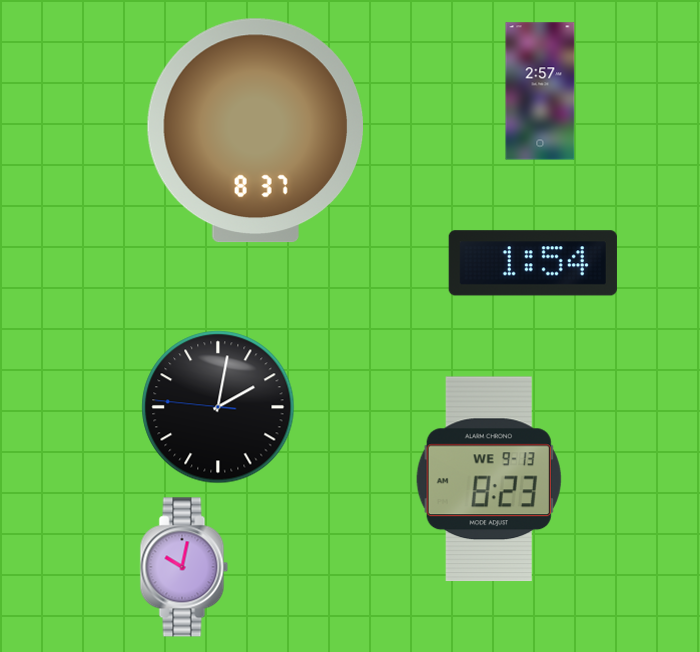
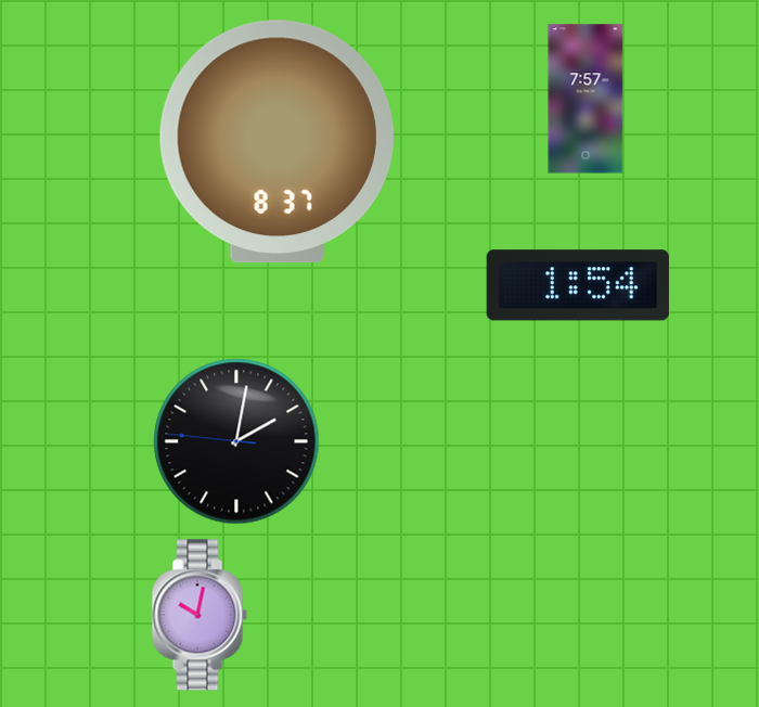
clock at (540, 91): 2:57 -> 7:57
clock at (489, 479): 8:23 -> none
